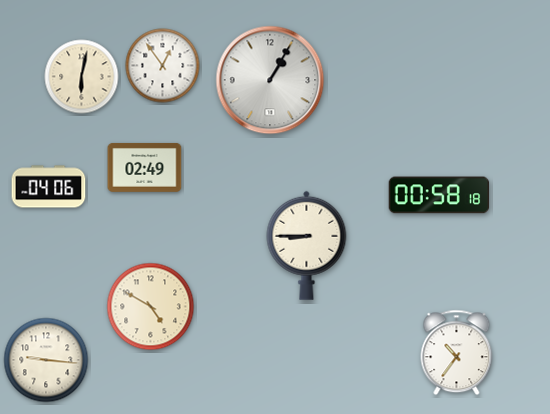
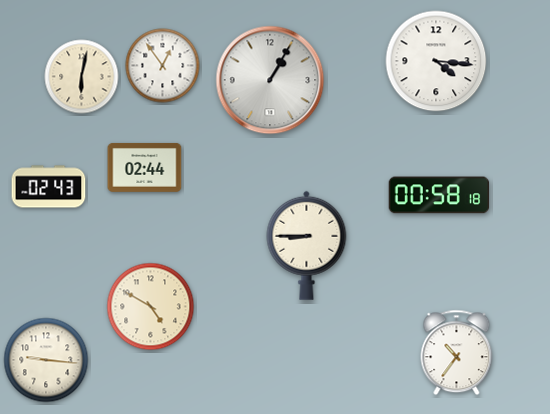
clock at (436, 61): none -> 4:16
clock at (145, 168): 02:49 -> 02:44
clock at (49, 187): 04:06 -> 02:43
